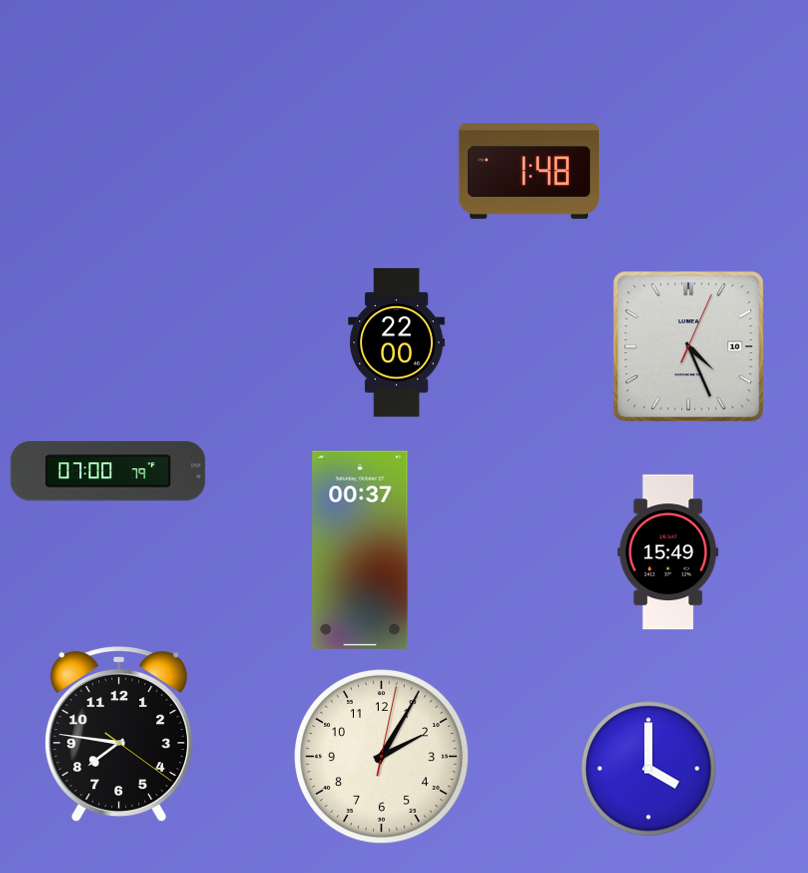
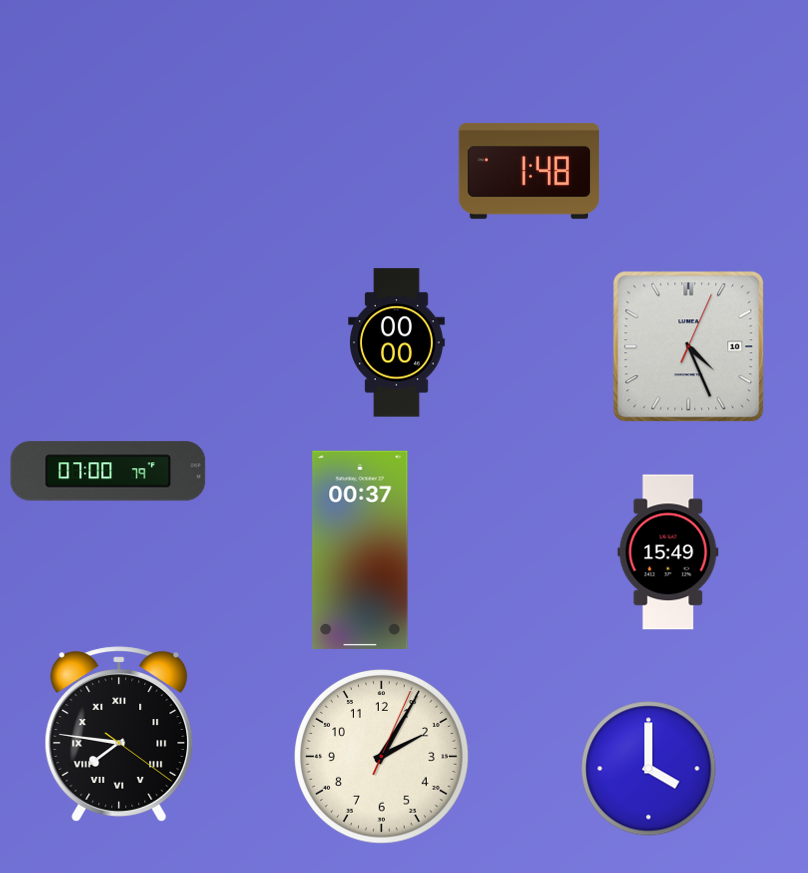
clock at (397, 343): 22:00 -> 00:00
clock at (119, 734) numerals: Arabic -> Roman
clock at (382, 757): 2:05:02 -> 2:05:04
